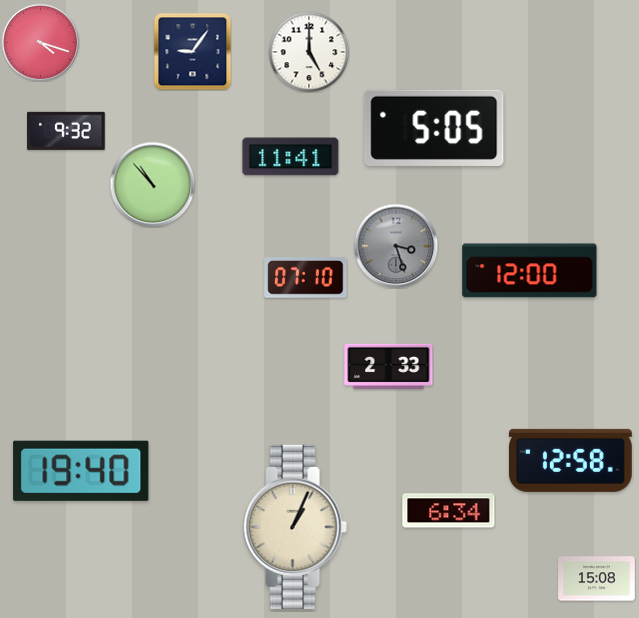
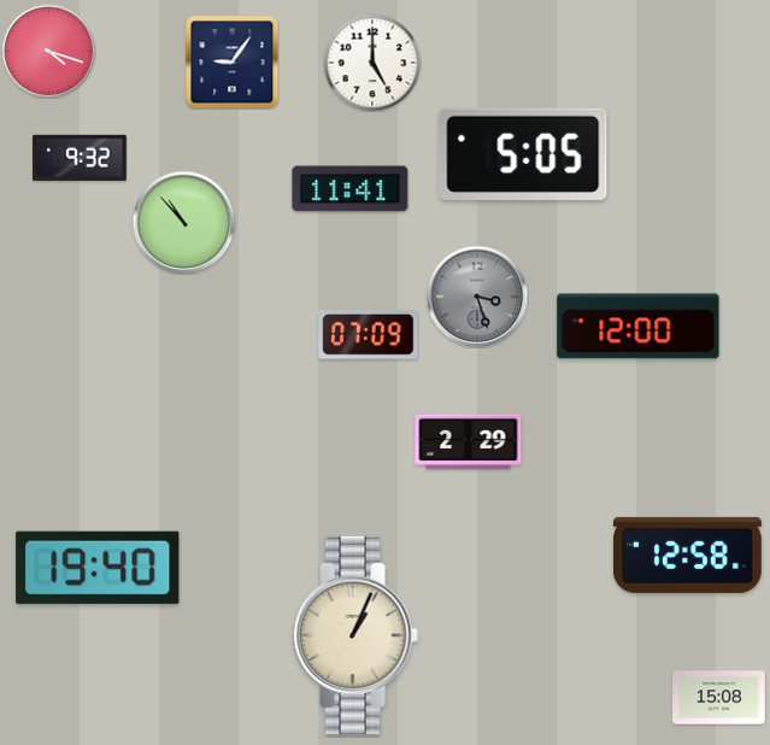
clock at (306, 278): 07:10 -> 07:09
clock at (389, 366): 2:33 -> 2:29
clock at (449, 511): 6:34 -> none
